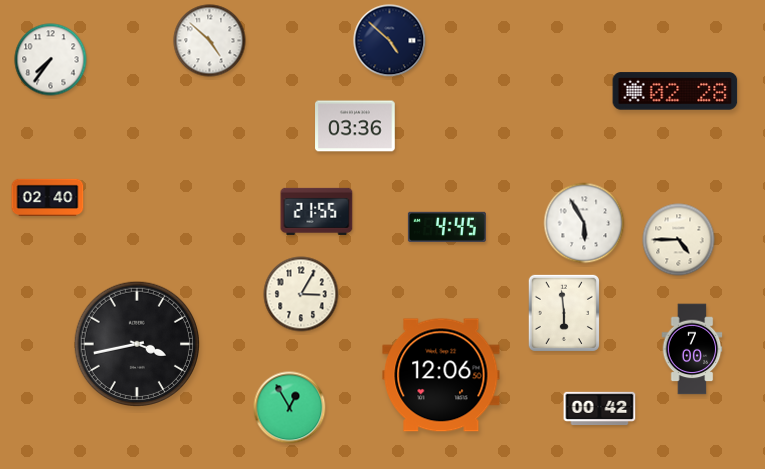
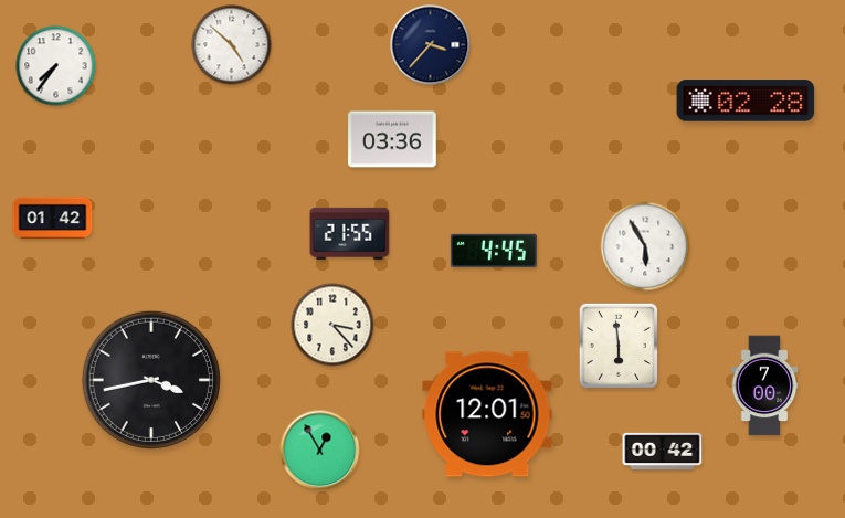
clock at (390, 41): 4:52 -> 3:37
clock at (48, 197): 02:40 -> 01:42
clock at (679, 240): 4:45 -> none
clock at (301, 294): 3:05 -> 3:23
clock at (564, 313) position: (564, 313) -> (619, 346)
clock at (441, 375): 12:06 -> 12:01
